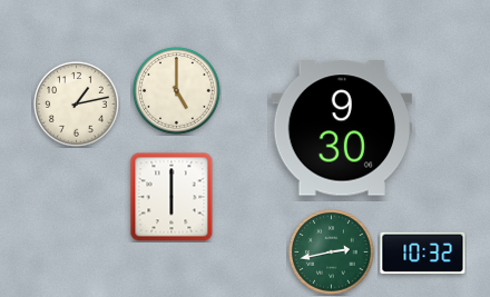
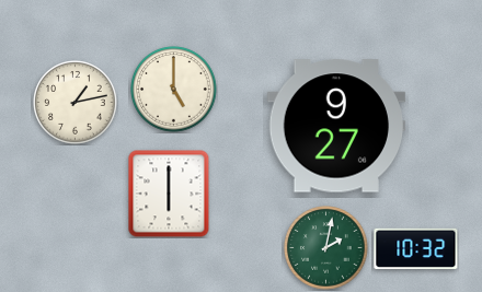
clock at (342, 128): 9:30 -> 9:27
clock at (332, 253): 2:43 -> 2:02
